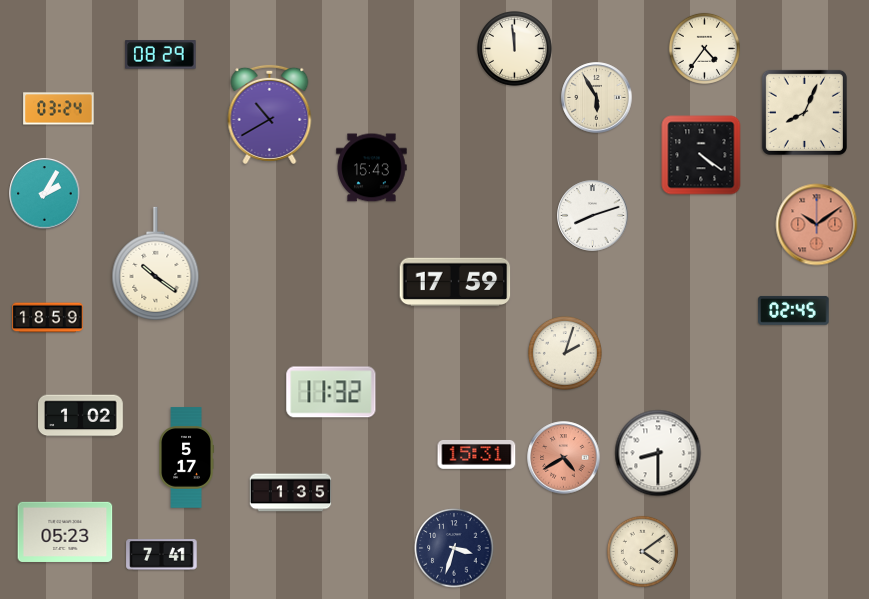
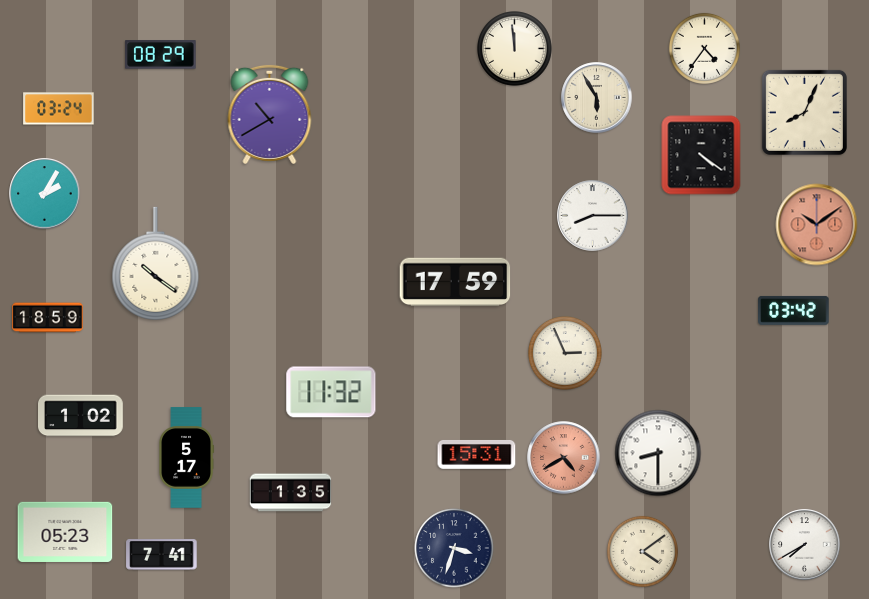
clock at (372, 168): 15:43 -> none
clock at (593, 216): 8:12 -> 8:15
clock at (794, 310): 02:45 -> 03:42
clock at (565, 353): 2:03 -> 2:56
clock at (805, 545): none -> 7:40
